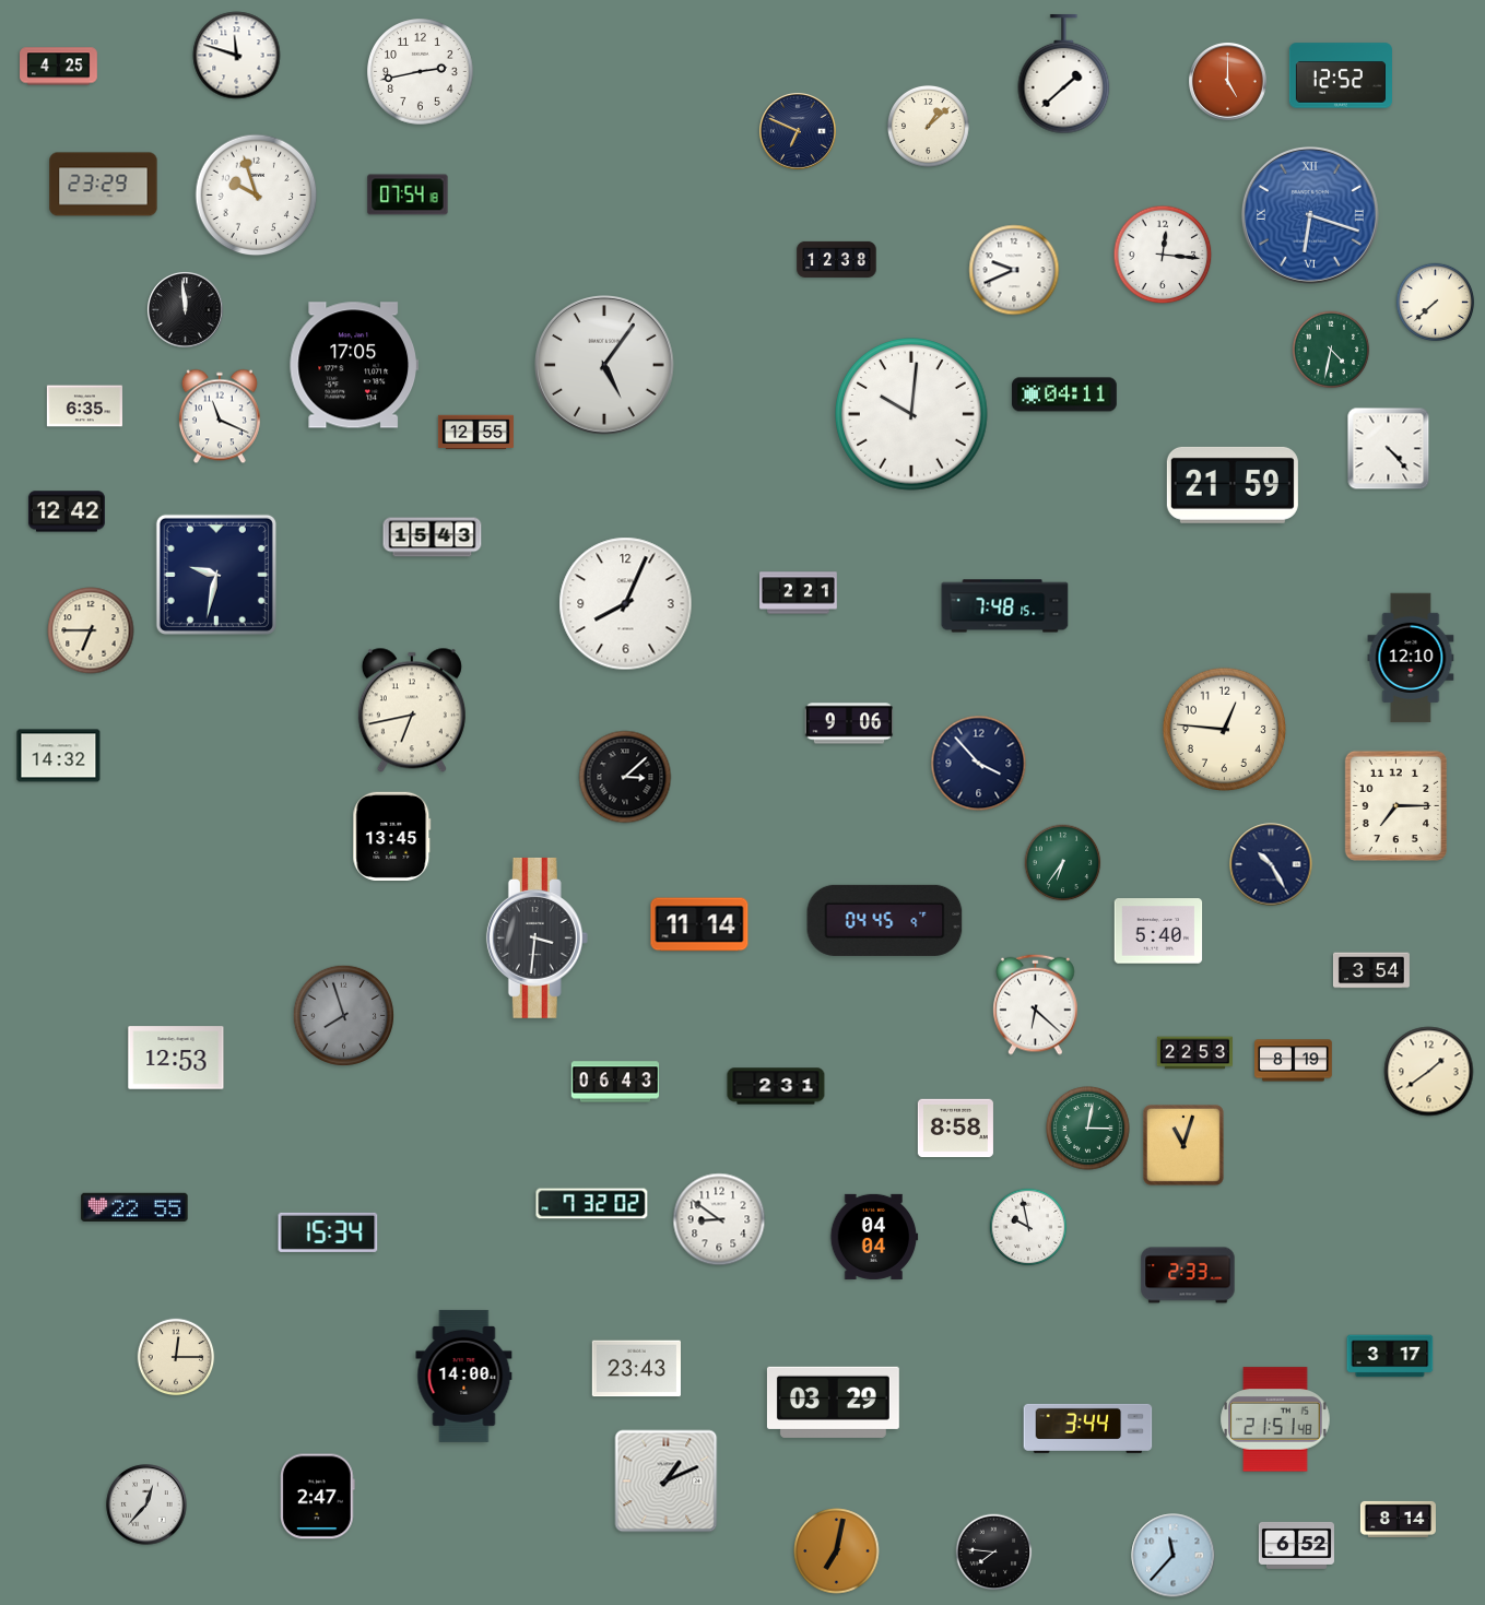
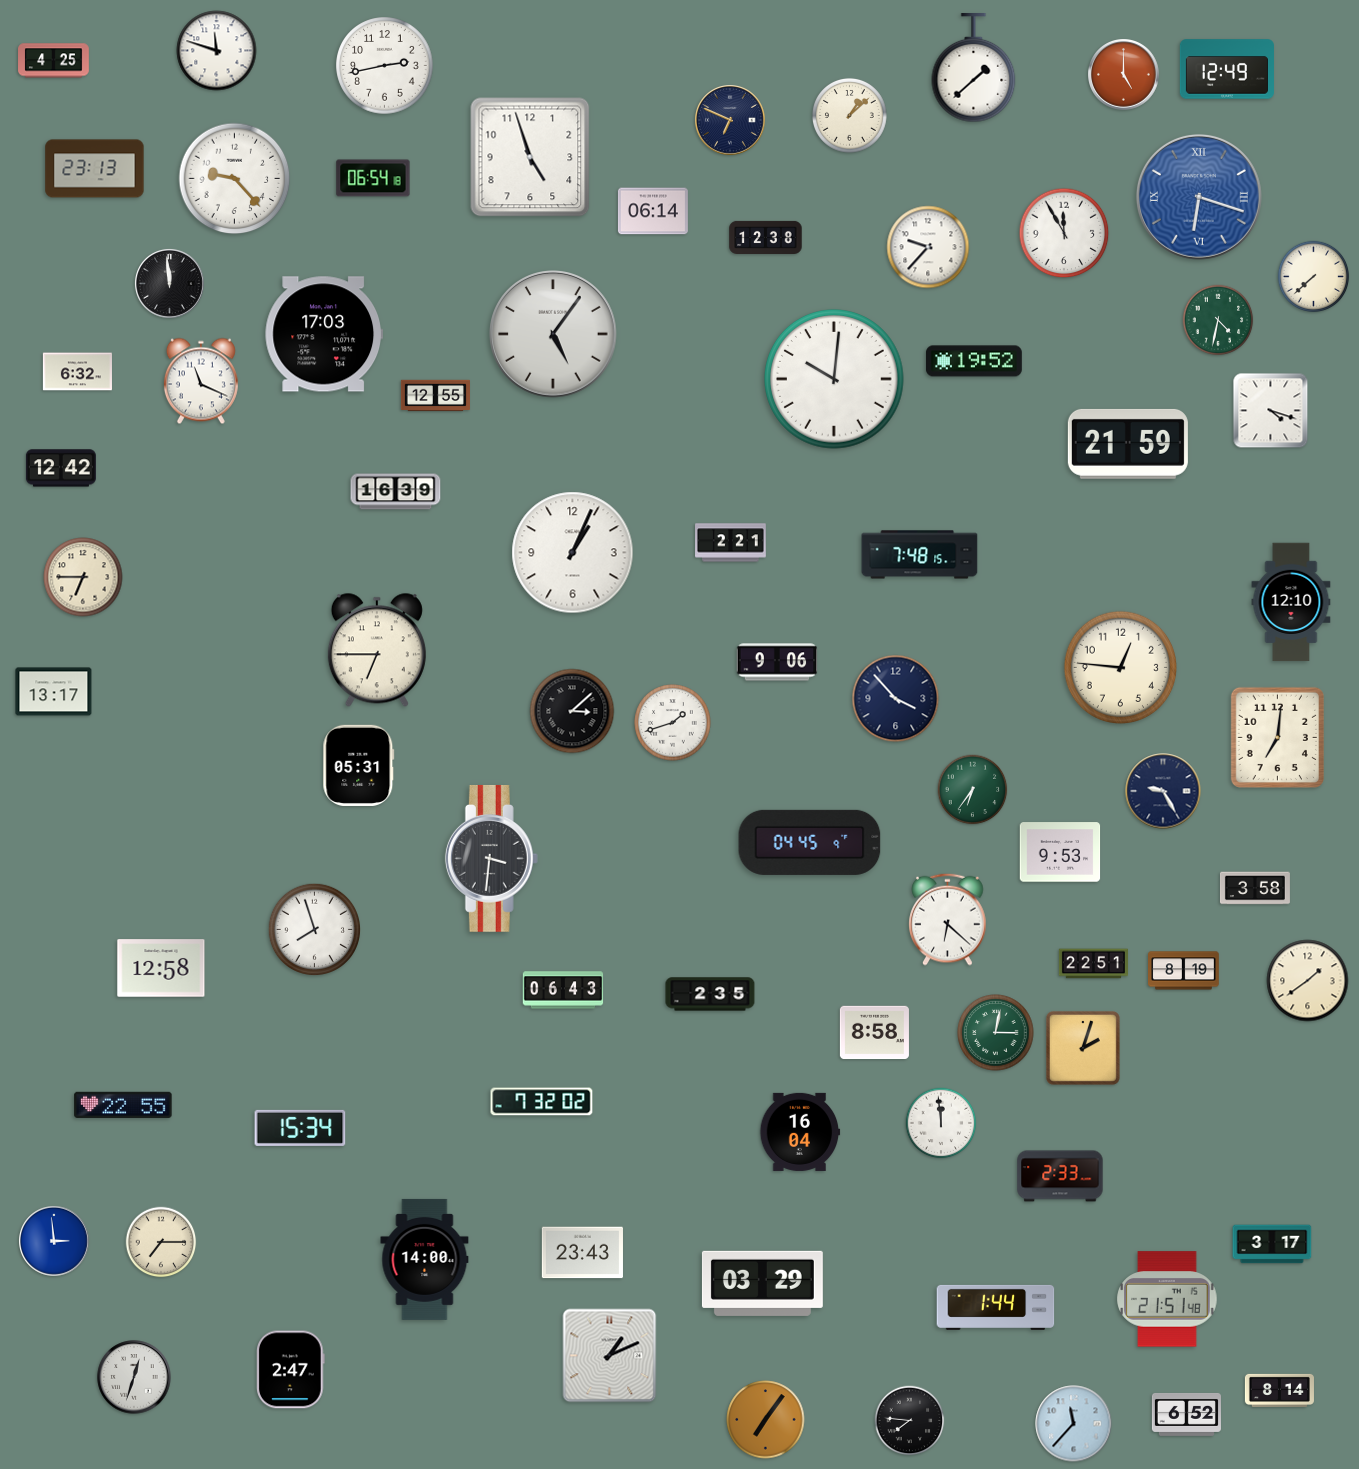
clock at (1341, 75): 12:52 -> 12:49
clock at (530, 157): none -> 4:57
clock at (104, 185): 23:29 -> 23:13
clock at (408, 194): 07:54 -> 06:54
clock at (257, 196): 9:57 -> 9:23
clock at (653, 211): none -> 06:14
clock at (1163, 255): 12:16 -> 11:55
clock at (1014, 270): 9:41 -> 9:37
clock at (353, 365): 17:05 -> 17:03
clock at (1064, 394): 04:11 -> 19:52
clock at (84, 406): 6:35 -> 6:32
clock at (1389, 449): 4:23 -> 4:18
clock at (433, 538): 15:43 -> 16:39
clock at (216, 575): 9:32 -> none
clock at (626, 604): 8:04 -> 1:04
clock at (412, 710): 6:43 -> 6:45
clock at (59, 756): 14:32 -> 13:17
clock at (673, 723): none -> 1:42
clock at (1395, 805): 7:15 -> 7:01
clock at (392, 836): 13:45 -> 05:31
clock at (1271, 864): 10:25 -> 9:25
clock at (699, 924): 11:14 -> none
clock at (1158, 931): 5:40 -> 9:53
clock at (1371, 970): 3:54 -> 3:58
clock at (343, 1015) dial: grey -> white
clock at (1194, 1053): 22:53 -> 22:51
clock at (176, 1058): 12:53 -> 12:58
clock at (776, 1086): 2:31 -> 2:35
clock at (1183, 1145): 11:03 -> 2:03
clock at (719, 1219): 8:51 -> none
clock at (1028, 1227): 9:58 -> 11:59
clock at (874, 1237): 04:04 -> 16:04
clock at (1188, 1275) position: (1188, 1275) -> (1060, 1176)
clock at (1390, 1356) position: (1390, 1356) -> (1272, 1244)
clock at (55, 1242): none -> 2:59
clock at (176, 1357): 12:15 -> 7:15
clock at (1088, 1428): 3:44 -> 1:44
clock at (146, 1504): 12:37 -> 12:33
clock at (837, 1551): 7:02 -> 7:06
